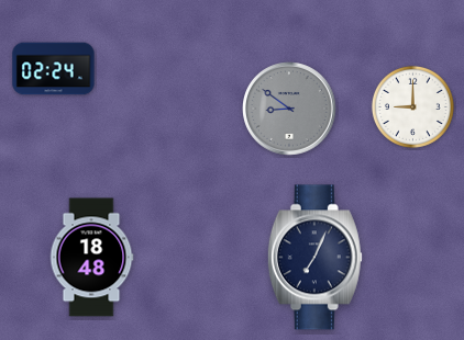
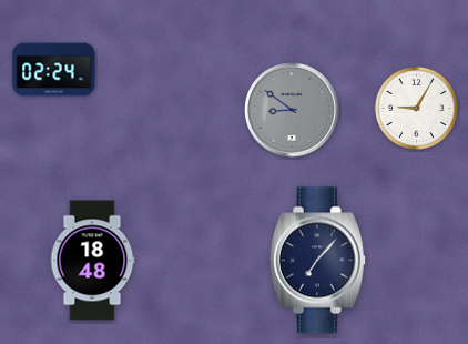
clock at (412, 106): 9:00 -> 9:05
clock at (314, 258): 7:04 -> 7:07
